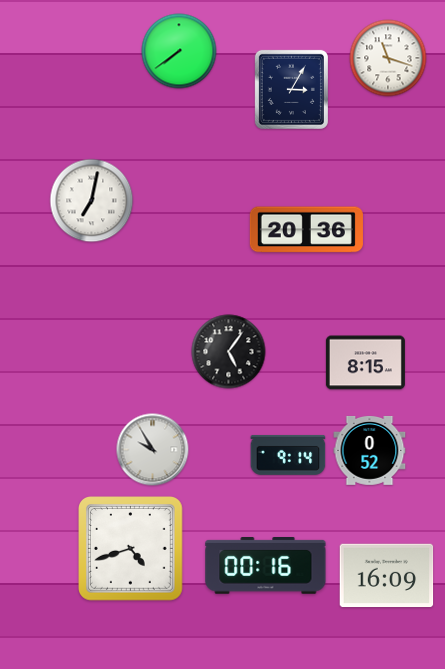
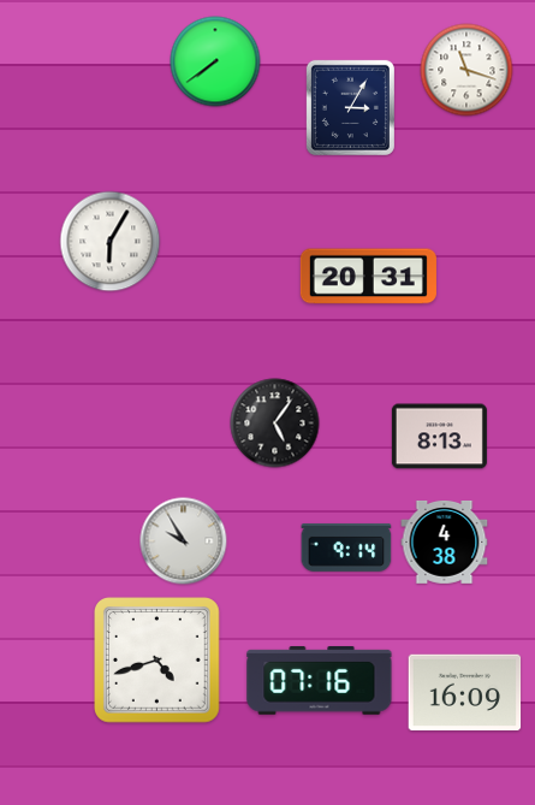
clock at (92, 201): 7:02 -> 6:05
clock at (306, 230): 20:36 -> 20:31
clock at (365, 363): 8:15 -> 8:13
clock at (370, 451): 0:52 -> 4:38
clock at (266, 566): 00:16 -> 07:16
